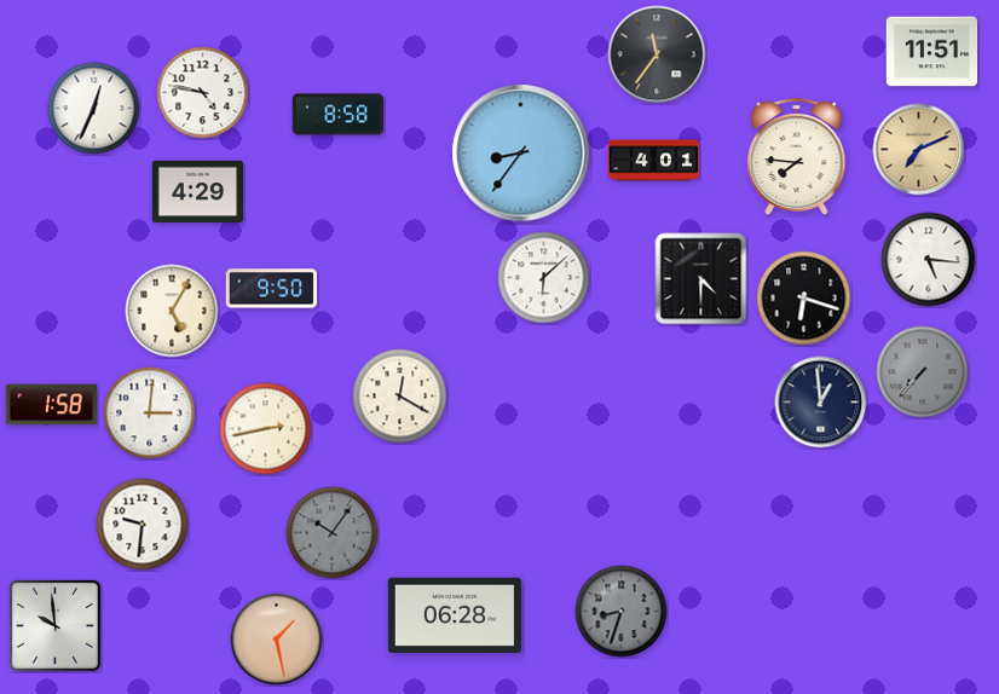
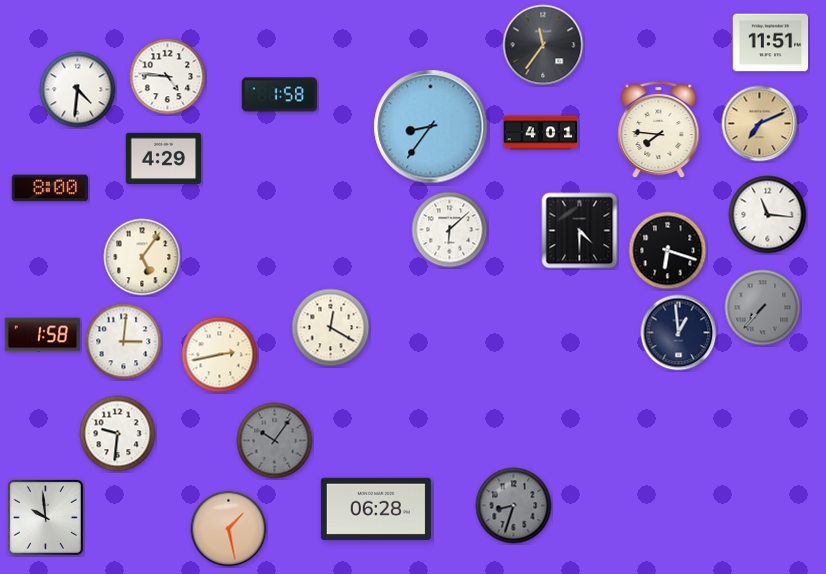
clock at (203, 93): 4:47 -> 4:46
clock at (94, 109): 12:34 -> 4:31
clock at (339, 115): 8:58 -> 1:58
clock at (49, 188): none -> 8:00
clock at (929, 260): 5:16 -> 11:16
clock at (272, 289): 9:50 -> none
clock at (804, 299) position: (804, 299) -> (668, 251)
clock at (172, 311): 5:05 -> 5:06
